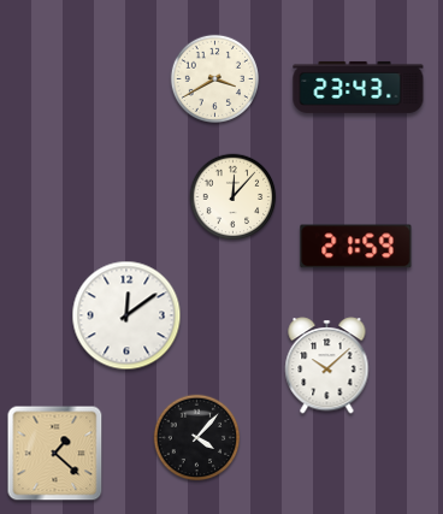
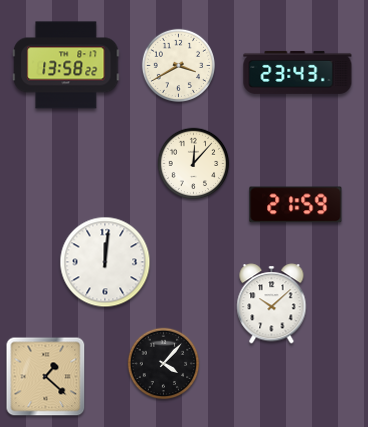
clock at (66, 65): none -> 13:58
clock at (126, 315): 12:09 -> 12:01
